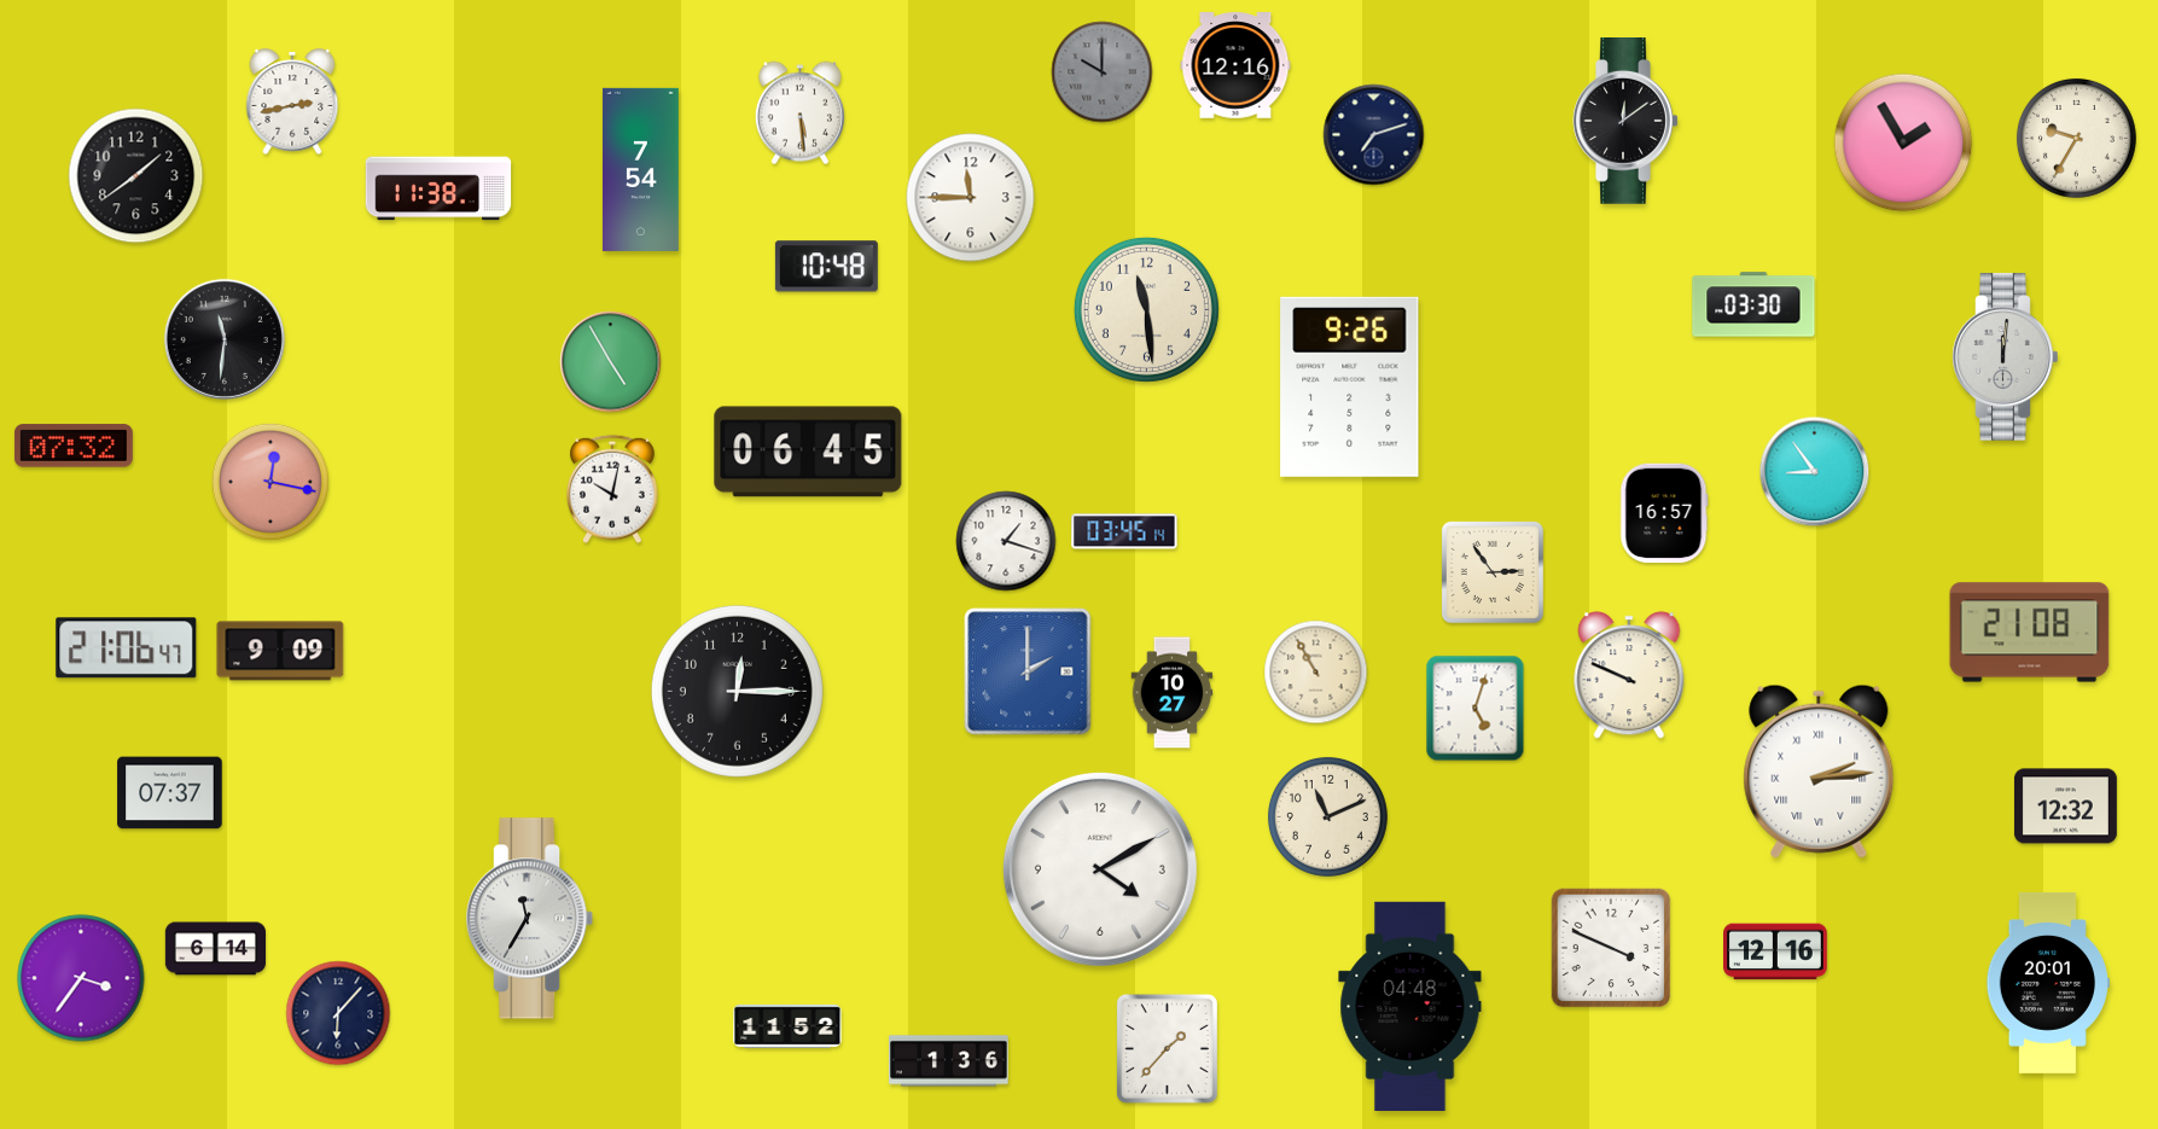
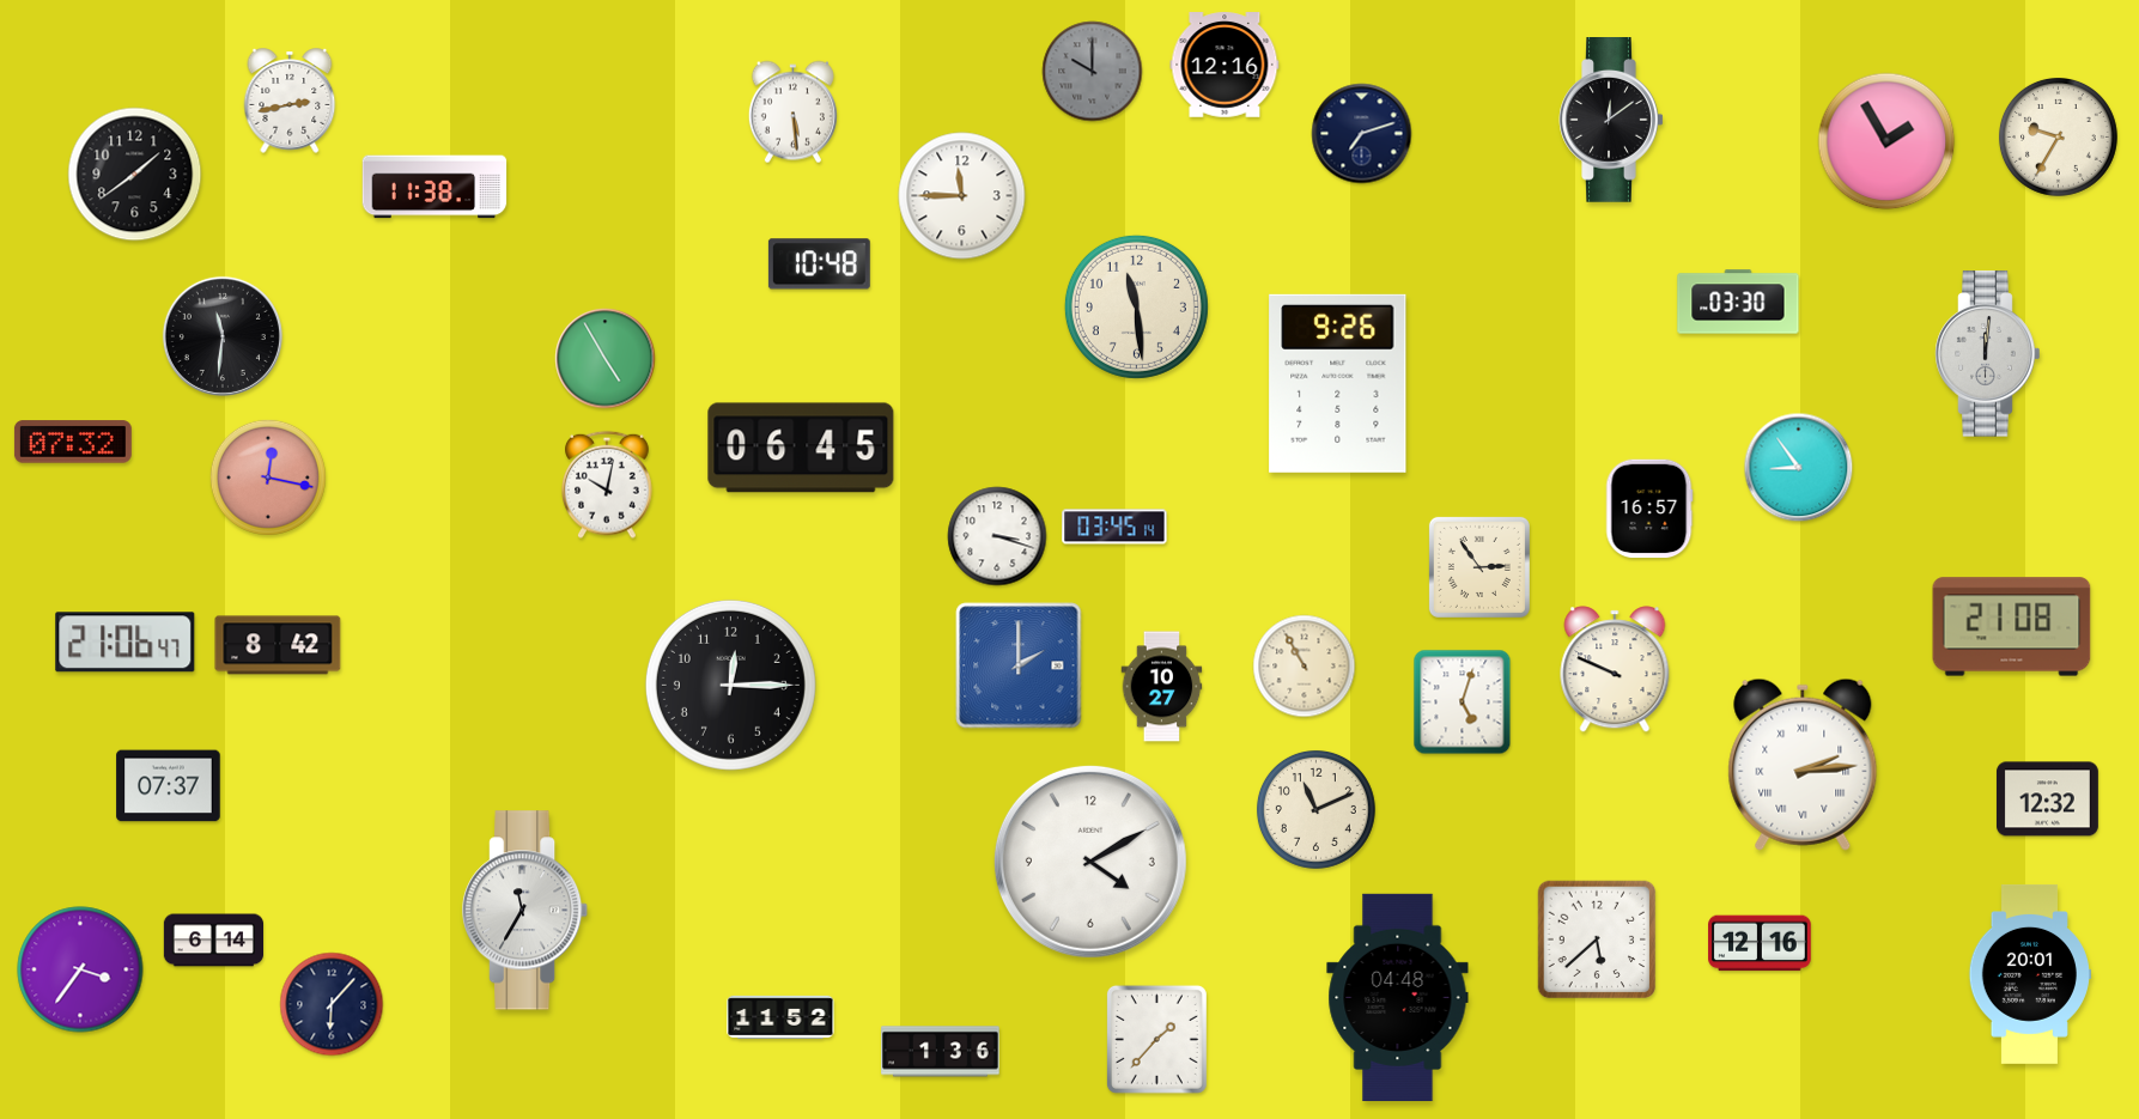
clock at (640, 169): 7:54 -> none
clock at (1006, 541): 1:18 -> 3:18
clock at (280, 651): 9:09 -> 8:42
clock at (1611, 948): 3:49 -> 5:38
clock at (338, 1013) position: (338, 1013) -> (332, 1004)
